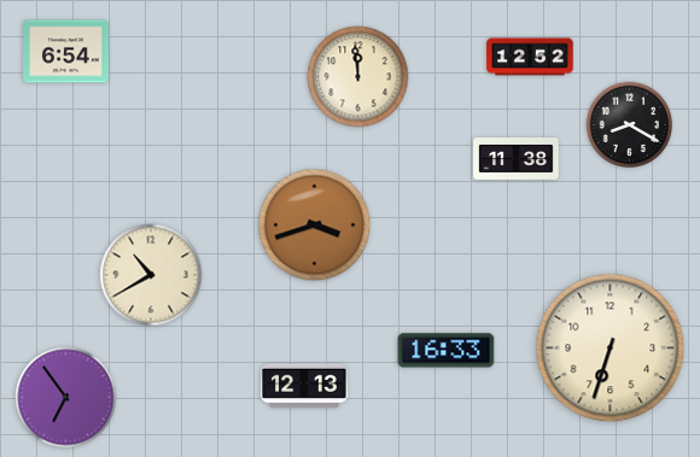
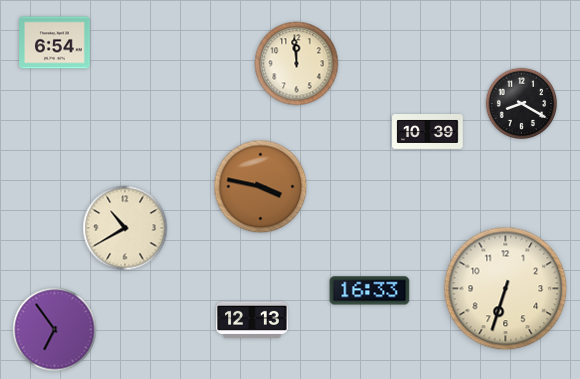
clock at (530, 57): 12:52 -> none
clock at (517, 159): 11:38 -> 10:39
clock at (315, 225): 3:42 -> 3:47
